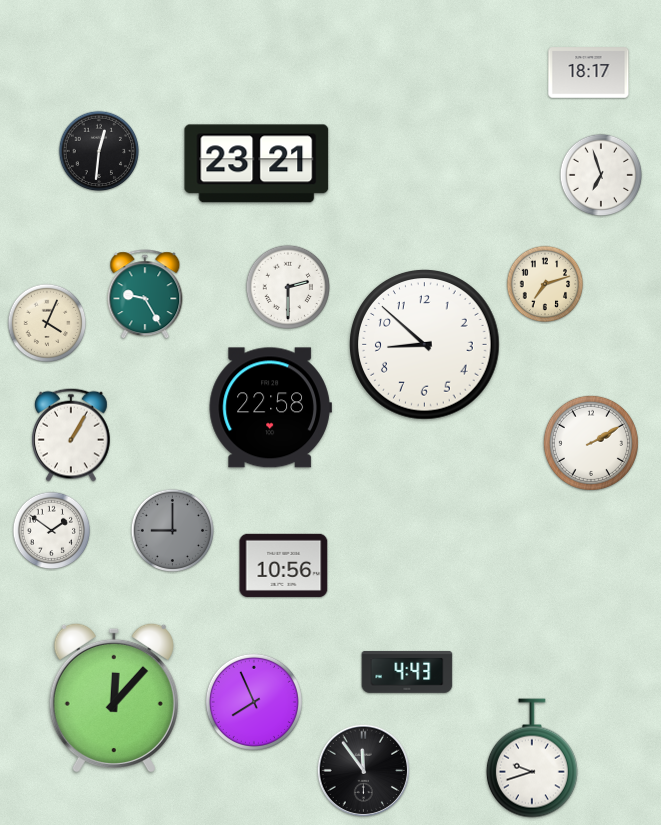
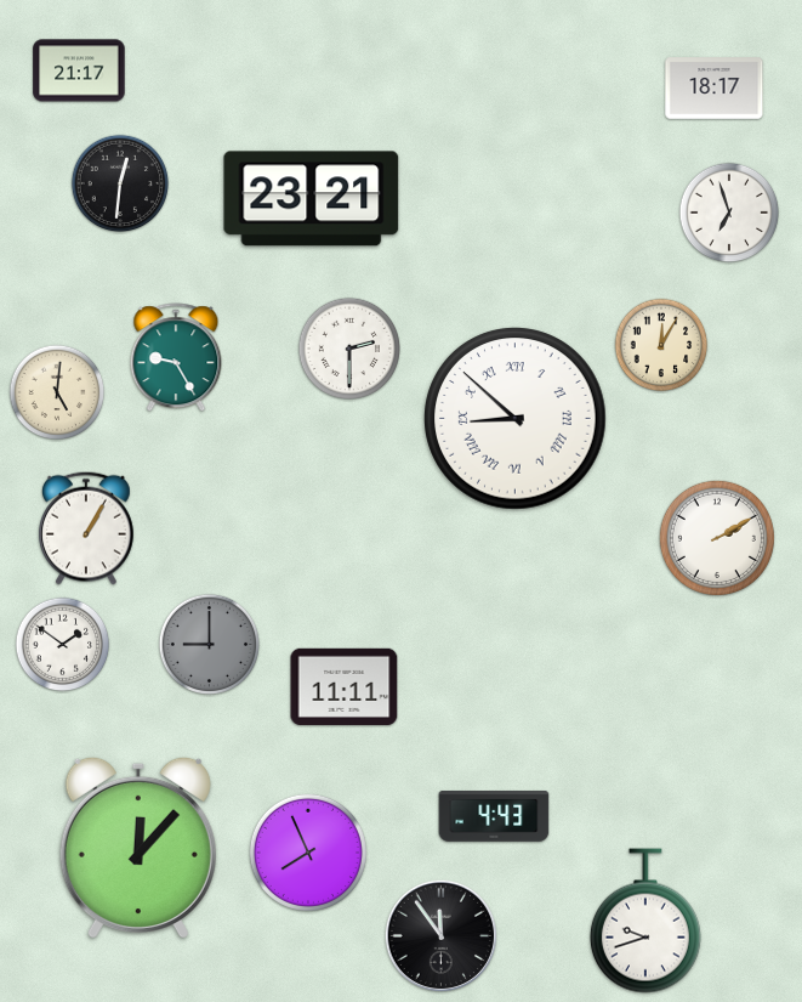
clock at (79, 70): none -> 21:17
clock at (545, 284): 7:12 -> 12:05
clock at (47, 323): 4:04 -> 5:01
clock at (425, 345) numerals: Arabic -> Roman
clock at (270, 408): 22:58 -> none
clock at (284, 565): 10:56 -> 11:11
